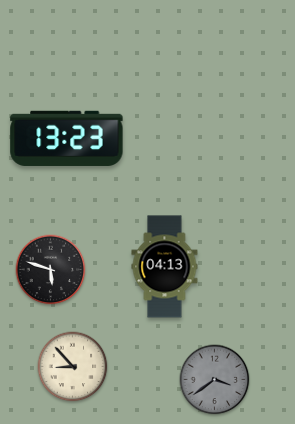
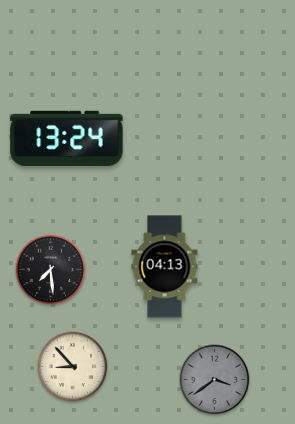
clock at (67, 138): 13:23 -> 13:24
clock at (51, 270): 5:48 -> 7:29
